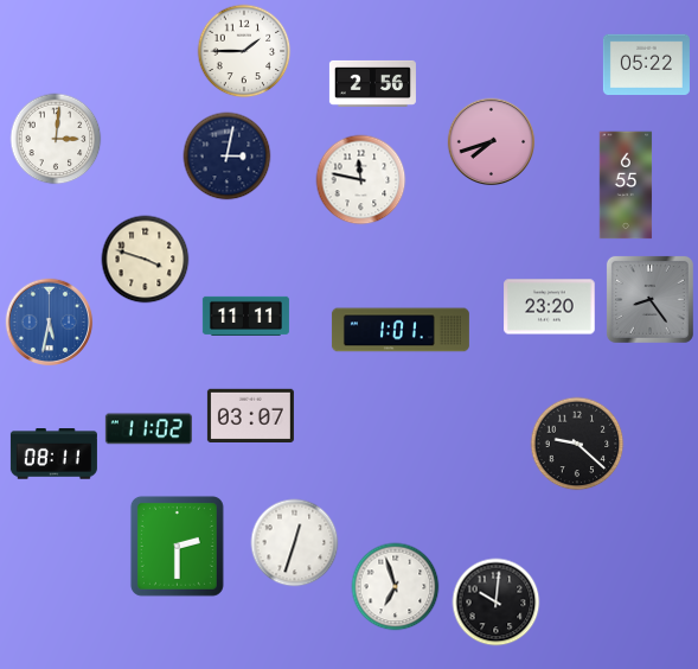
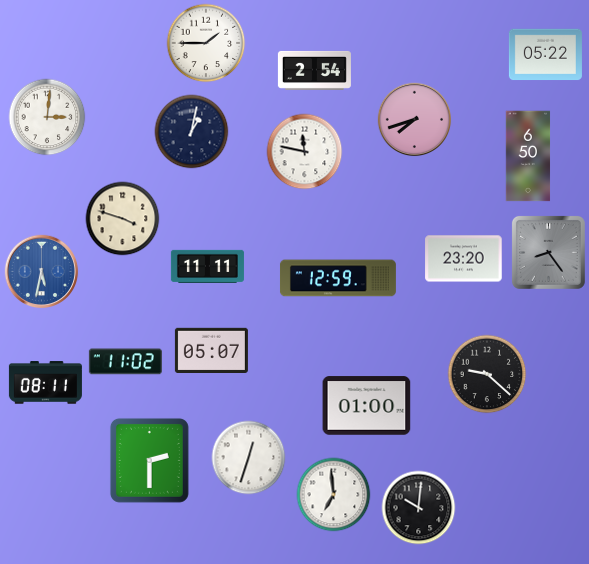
clock at (372, 83): 2:56 -> 2:54
clock at (228, 157): 3:02 -> 1:02
clock at (626, 185): 6:55 -> 6:50
clock at (401, 330): 1:01 -> 12:59
clock at (250, 415): 03:07 -> 05:07
clock at (367, 406): none -> 01:00
clock at (396, 587): 6:57 -> 6:59
